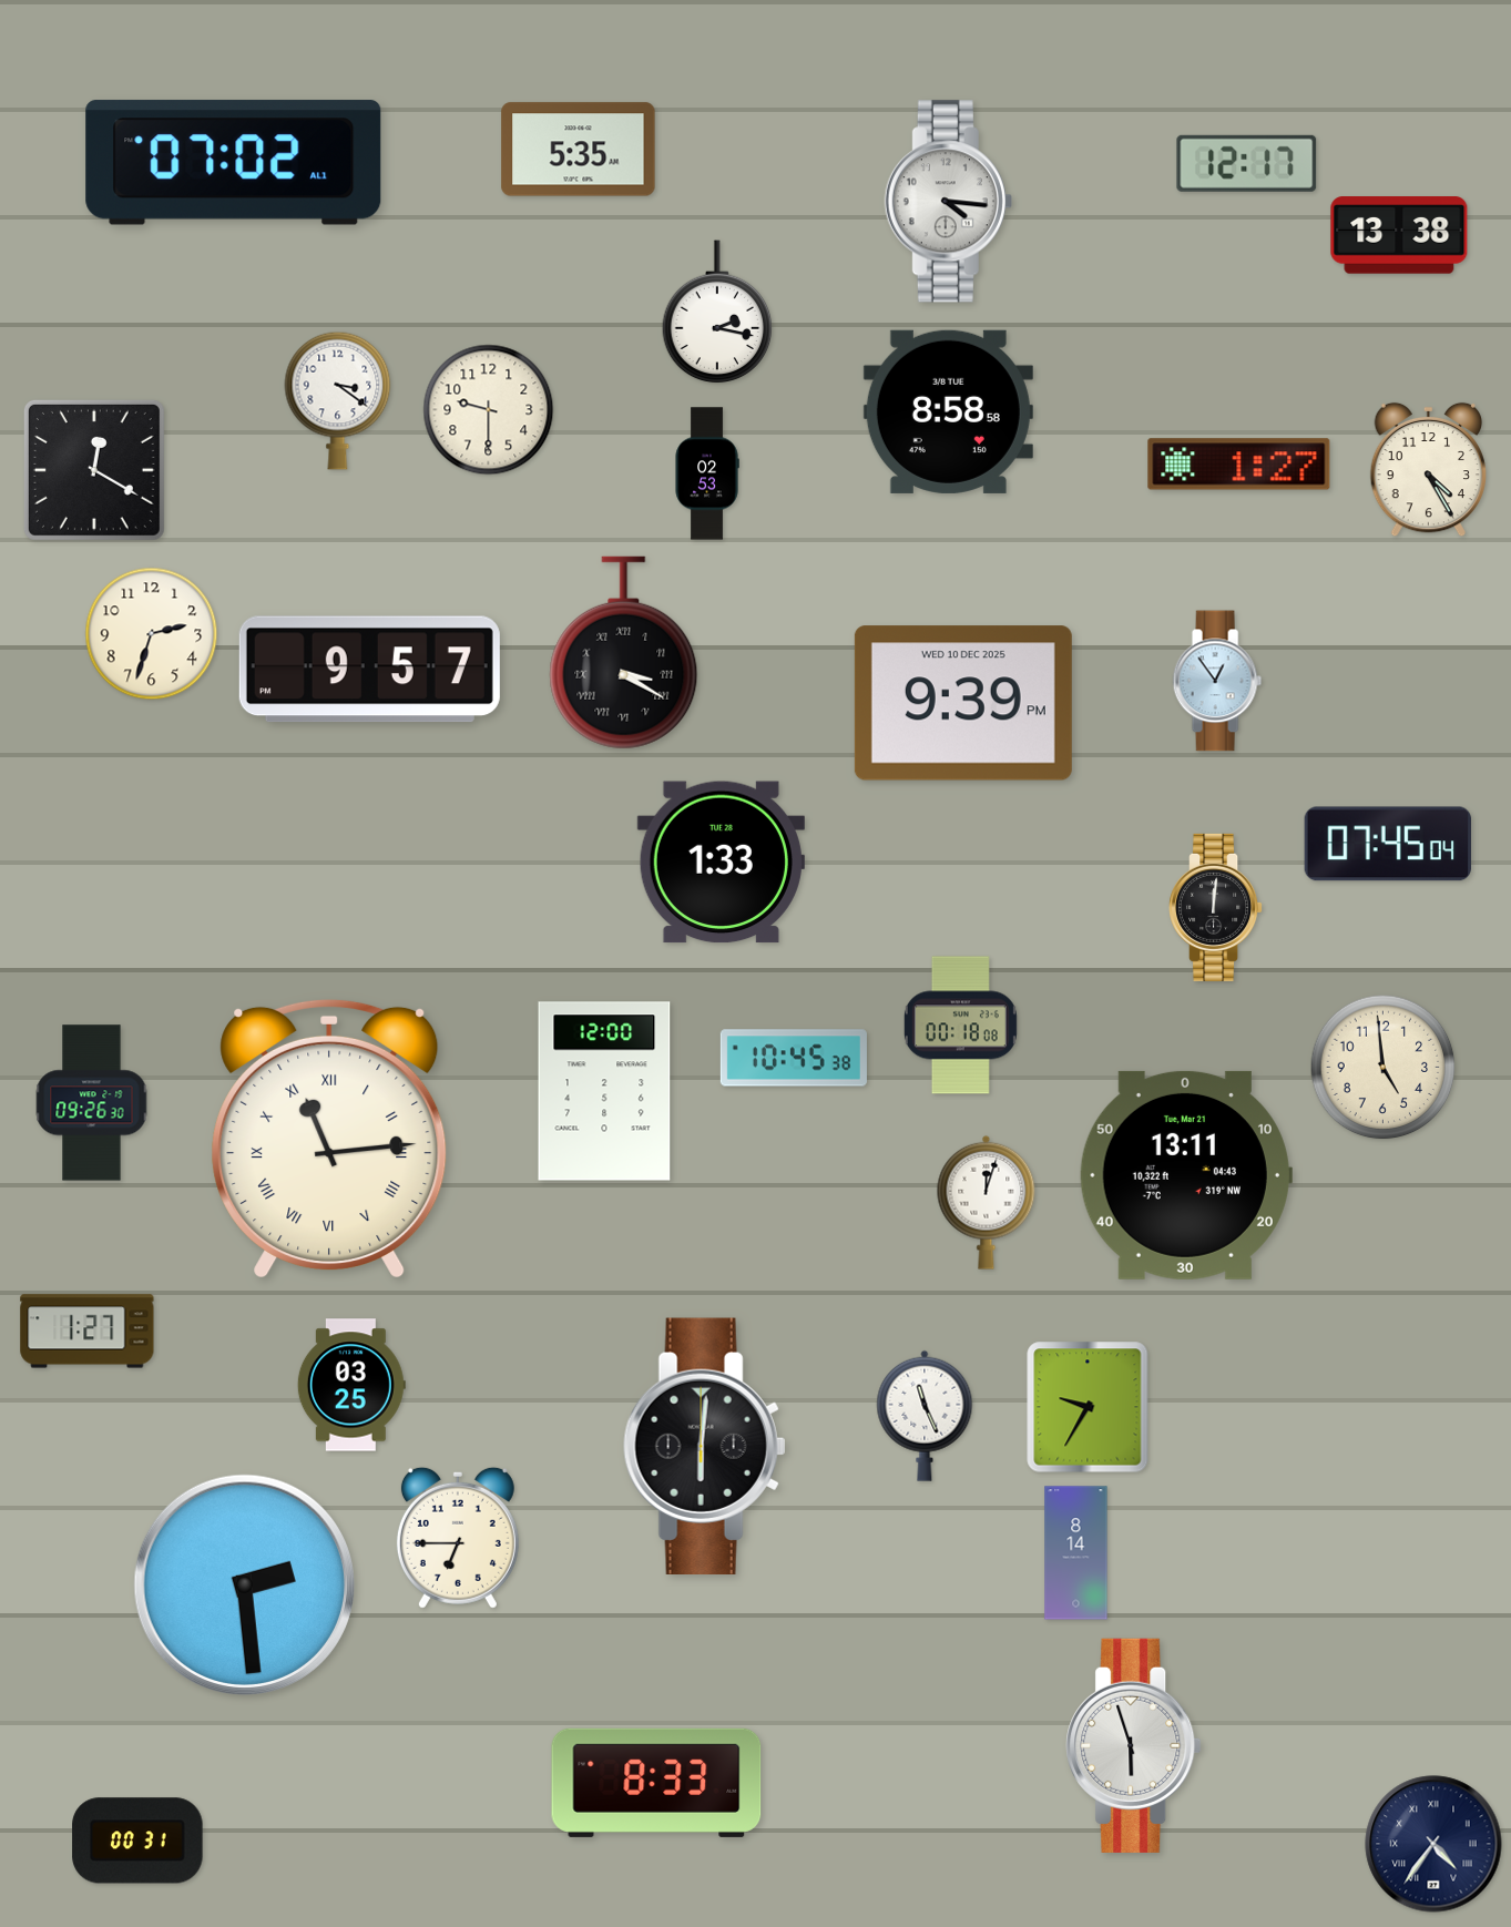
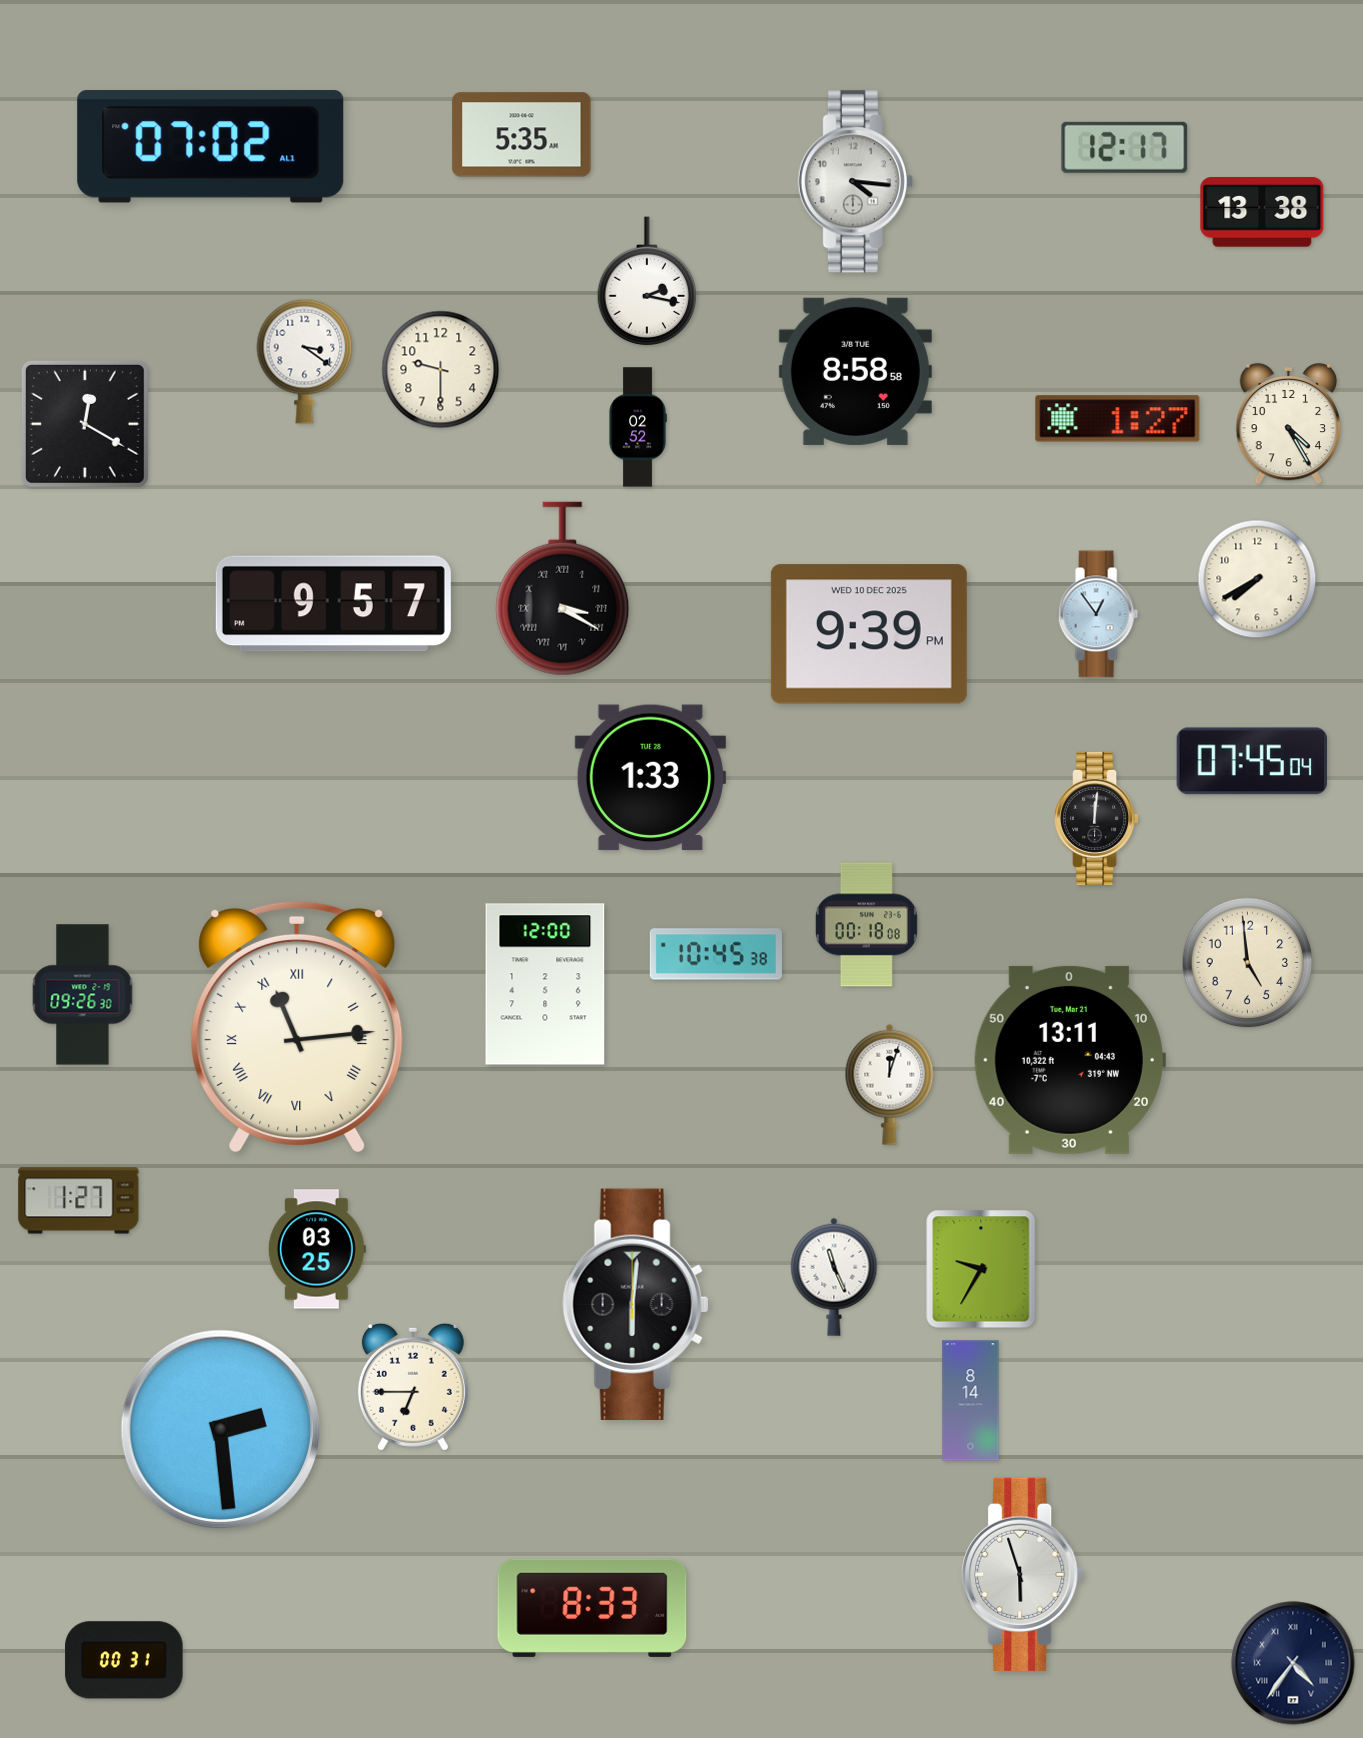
clock at (707, 473): 02:53 -> 02:52
clock at (152, 634): 2:33 -> none
clock at (1257, 579): none -> 7:40
